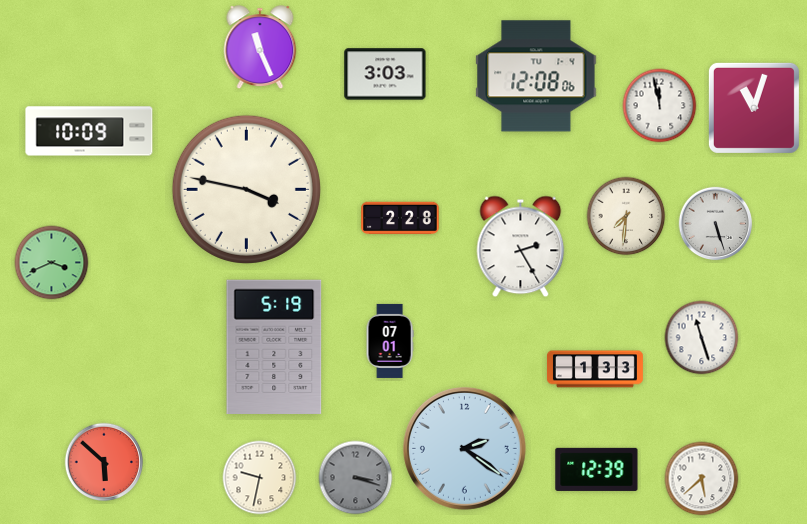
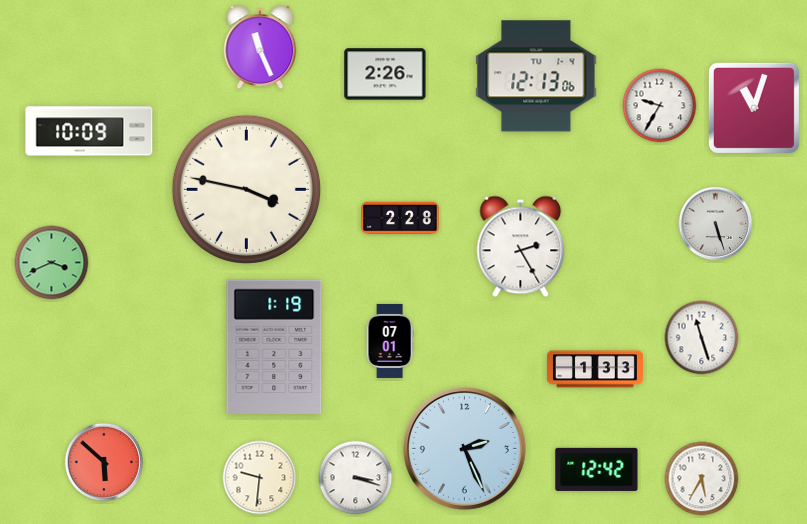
clock at (385, 74): 3:03 -> 2:26
clock at (536, 76): 12:08 -> 12:13
clock at (660, 106): 11:58 -> 9:35
clock at (626, 216): 7:31 -> none
clock at (274, 347): 5:19 -> 1:19
clock at (464, 448): 2:21 -> 2:26
clock at (597, 469): 12:39 -> 12:42
clock at (260, 478): 9:32 -> 9:31
clock at (356, 478) dial: grey -> white
clock at (702, 479): 5:38 -> 5:35
